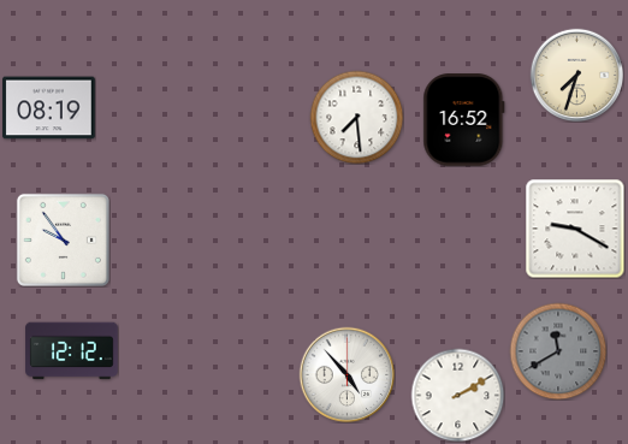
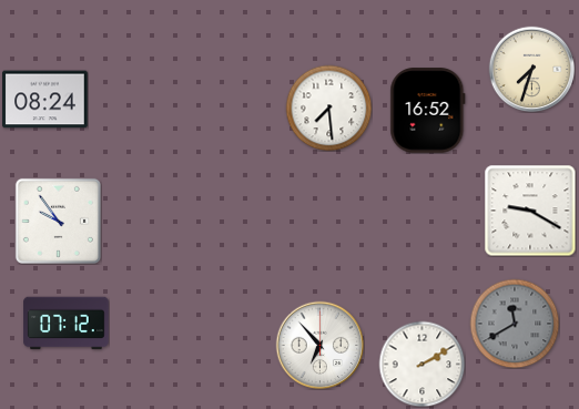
clock at (49, 108): 08:19 -> 08:24
clock at (72, 351): 12:12 -> 07:12
clock at (346, 374): 4:53 -> 6:53
